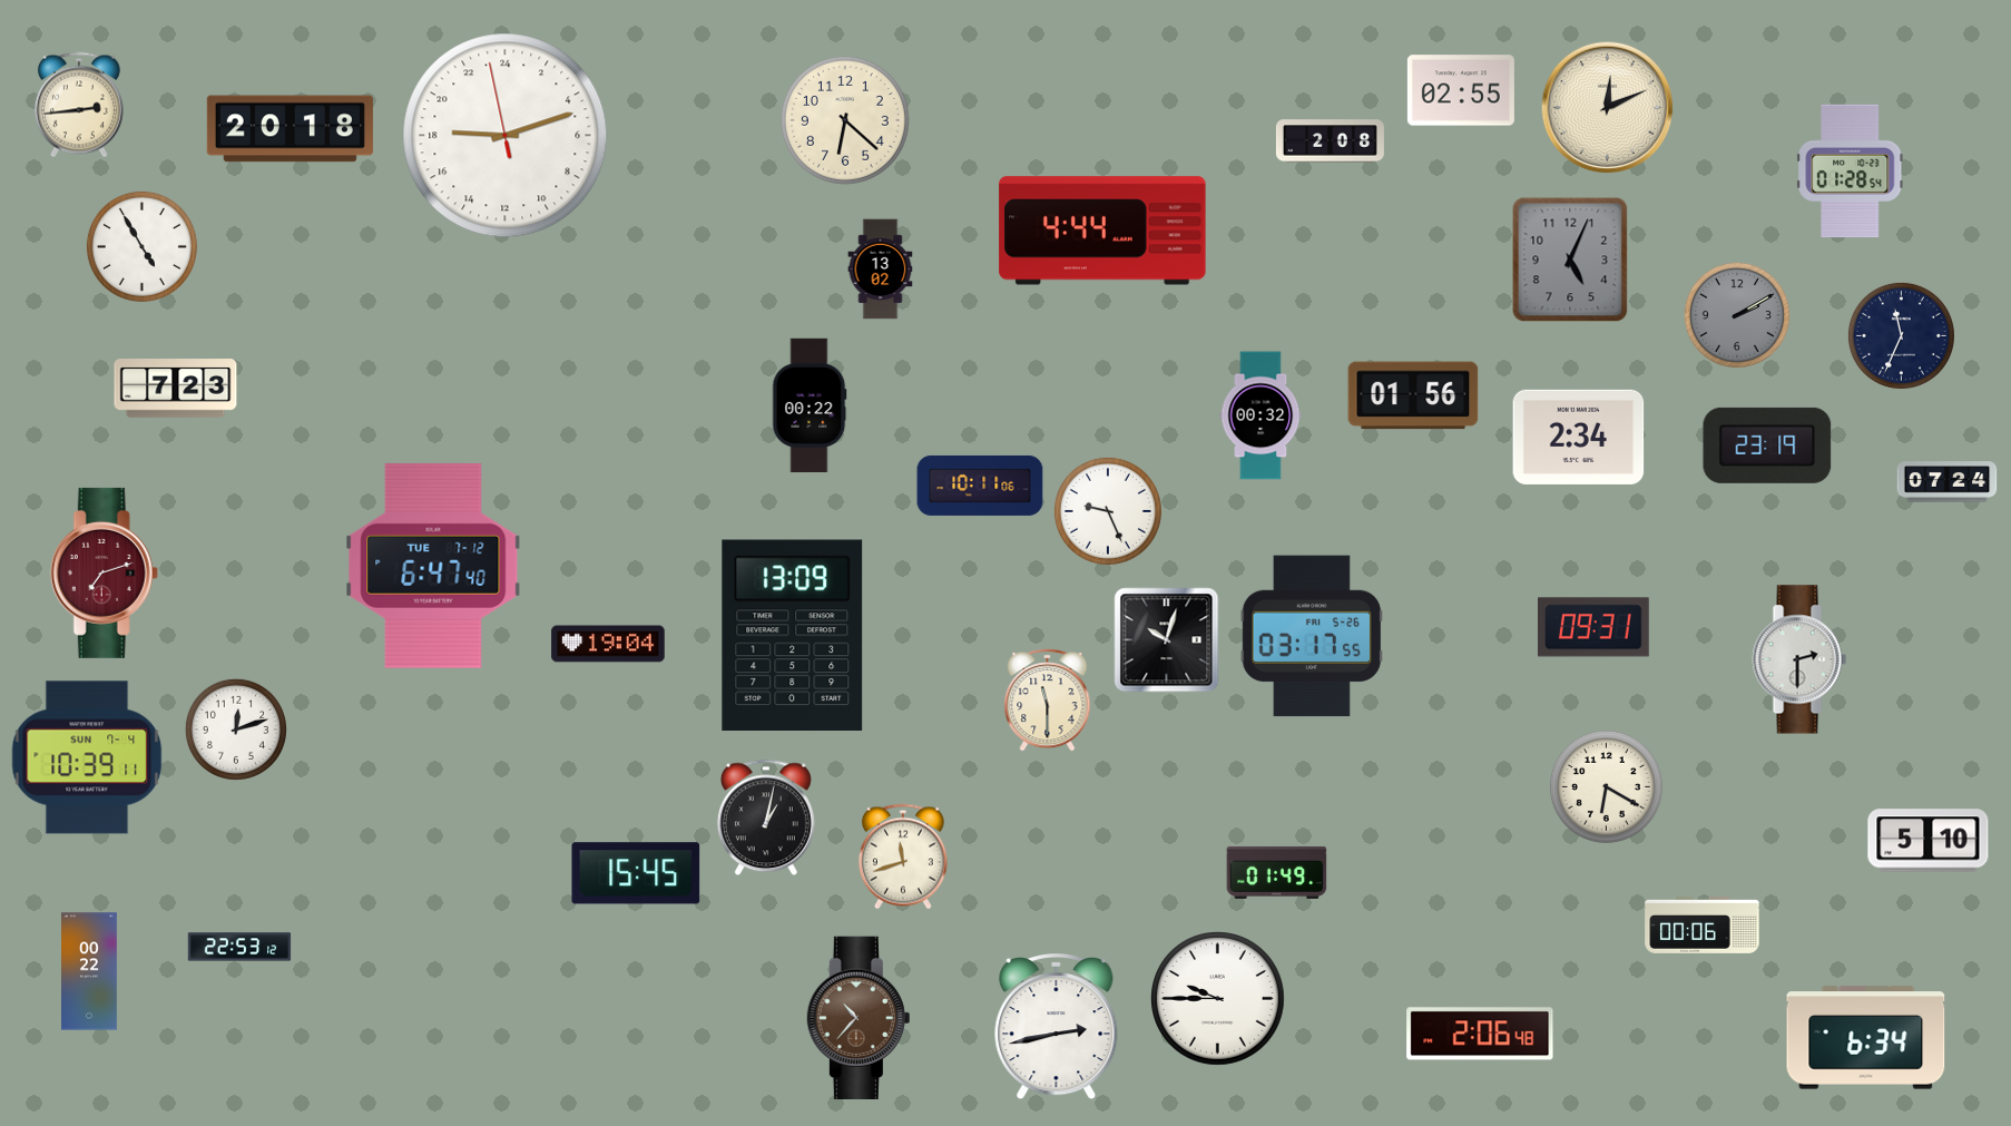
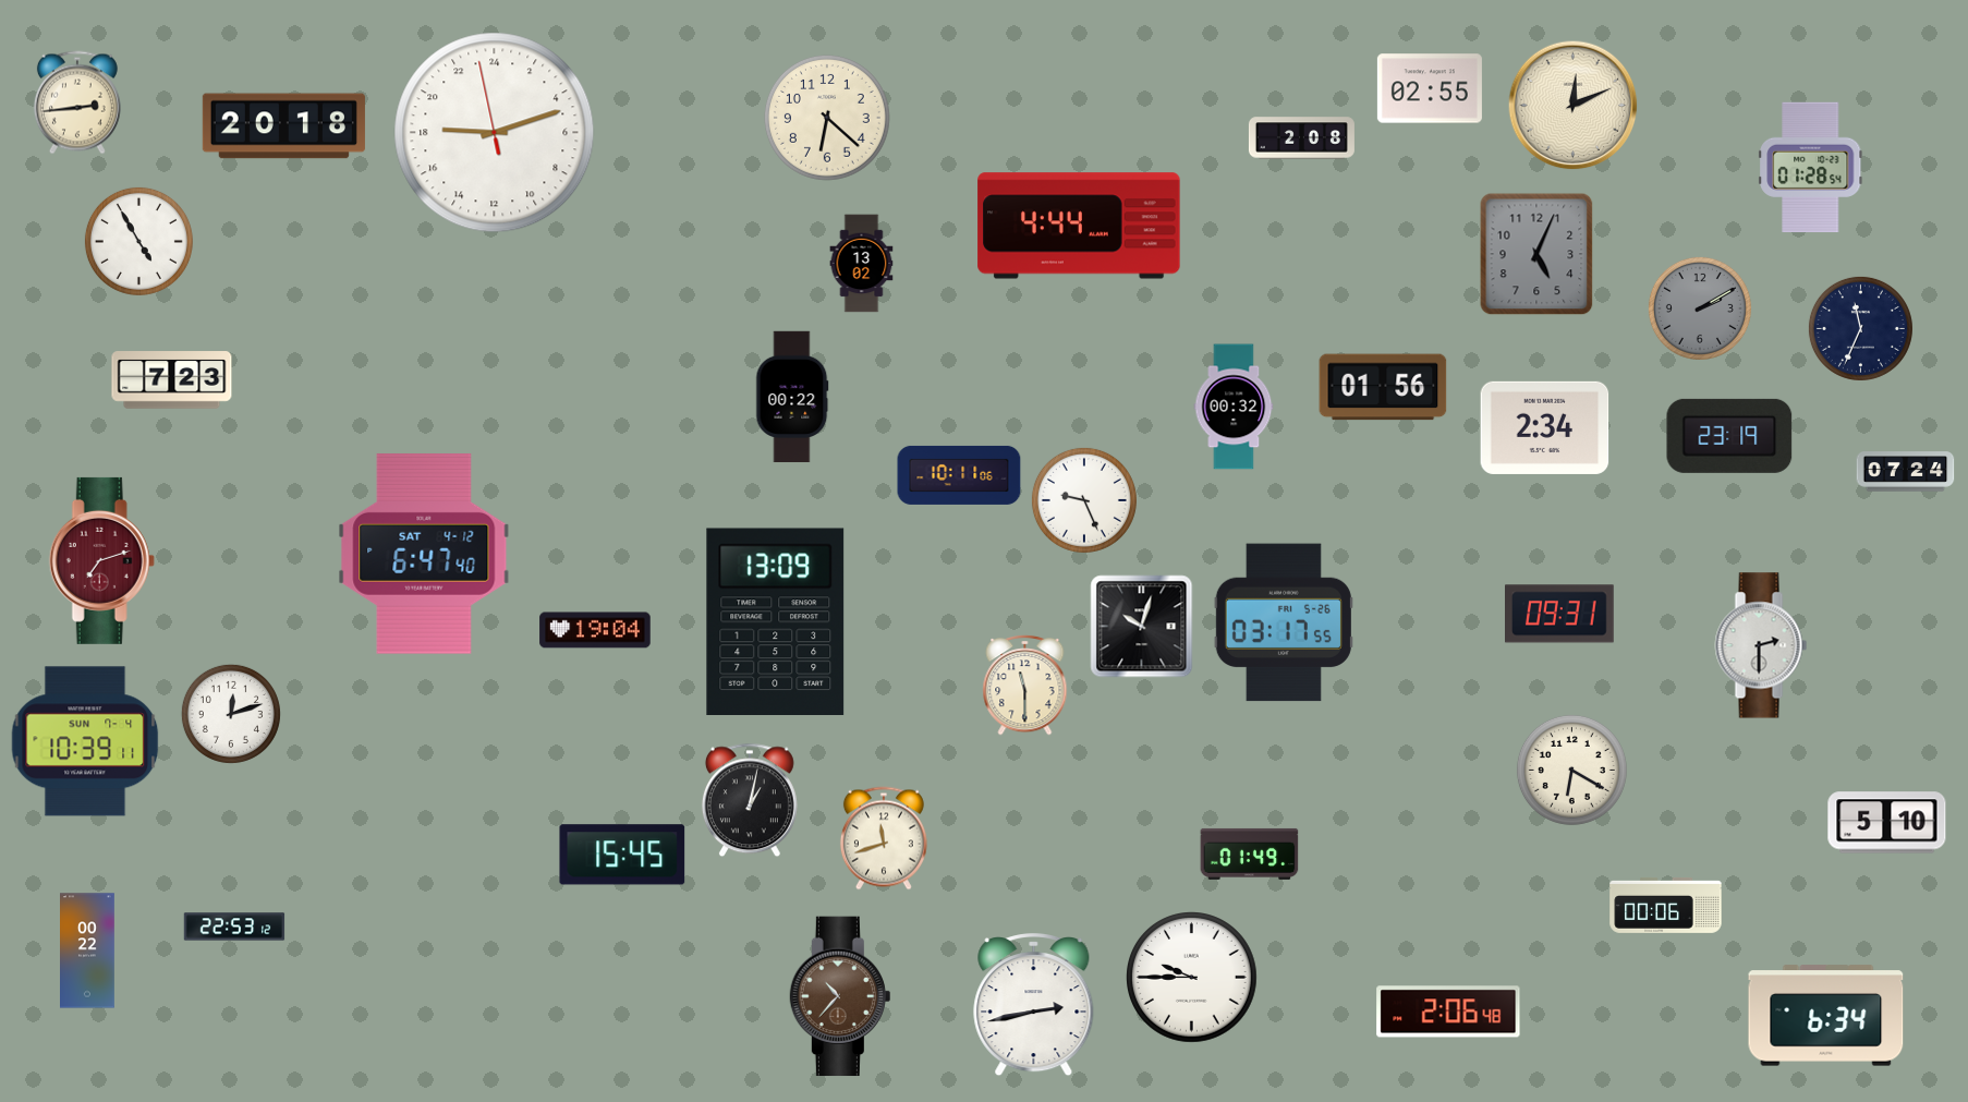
clock at (433, 566) date: TUE 7-12 -> SAT 4-12
